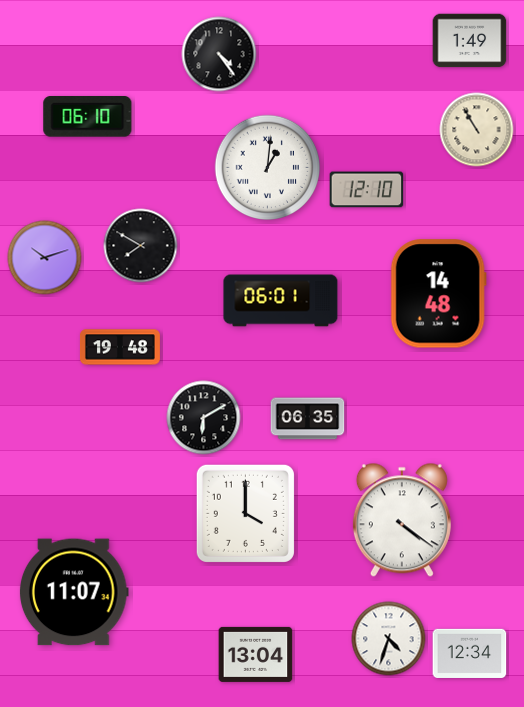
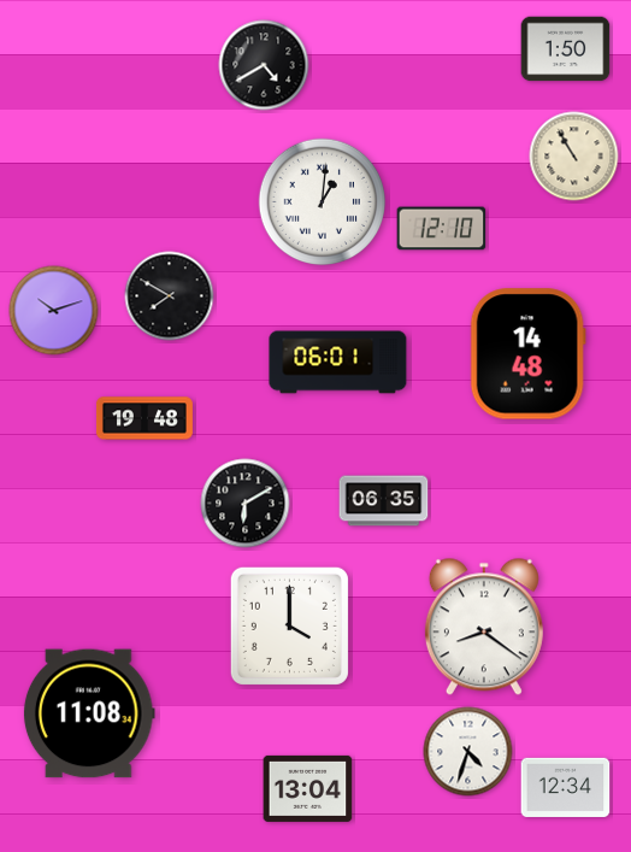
clock at (470, 41): 1:49 -> 1:50
clock at (219, 54): 4:24 -> 4:40
clock at (88, 117): 06:10 -> none
clock at (308, 419) position: (308, 419) -> (384, 501)
clock at (245, 513) position: (245, 513) -> (289, 625)
clock at (402, 520): 4:21 -> 8:21
clock at (74, 592): 11:07 -> 11:08
clock at (389, 639) position: (389, 639) -> (468, 752)
